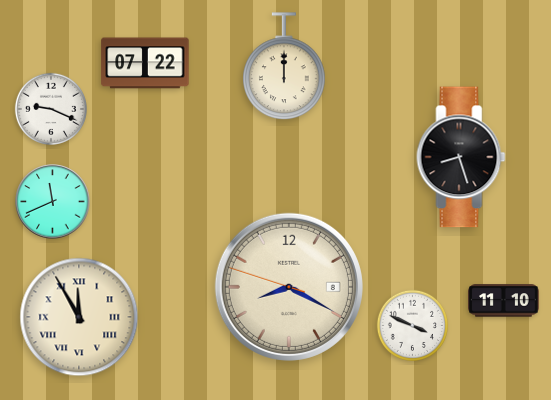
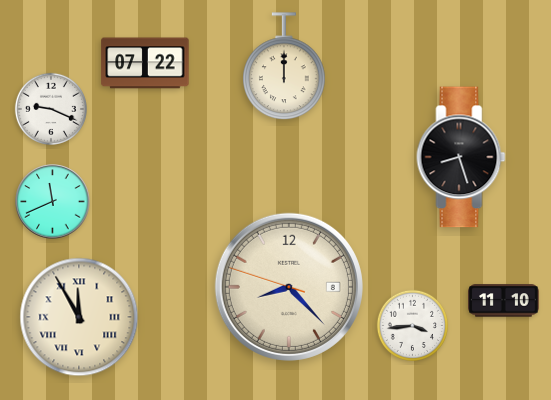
clock at (289, 287): 8:19 -> 8:22
clock at (412, 325): 3:49 -> 3:44
